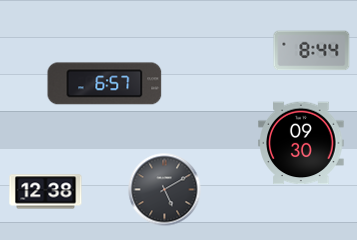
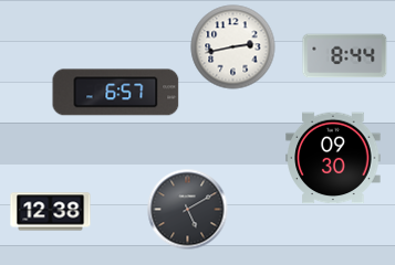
clock at (233, 47): none -> 2:43
clock at (165, 190) position: (165, 190) -> (188, 210)
